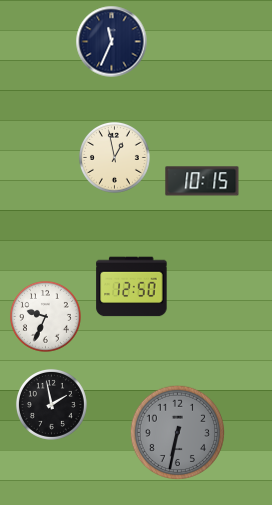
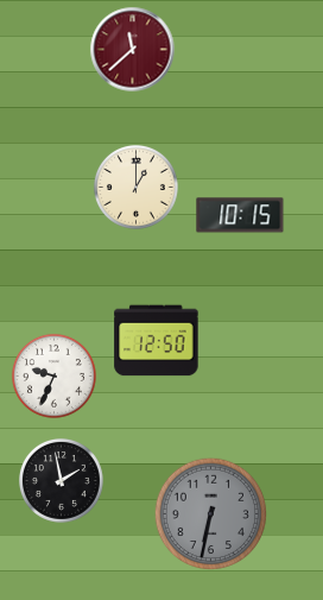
clock at (112, 42): 11:34 -> 11:38
clock at (112, 42) dial: navy -> burgundy
clock at (114, 157): 12:58 -> 1:00
